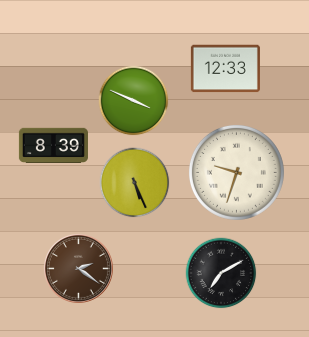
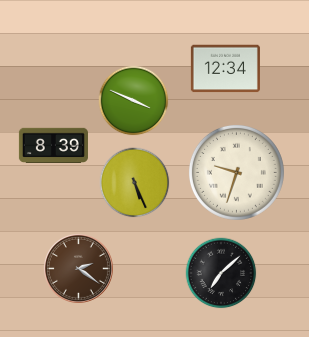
clock at (225, 69): 12:33 -> 12:34
clock at (221, 273): 7:10 -> 7:08
